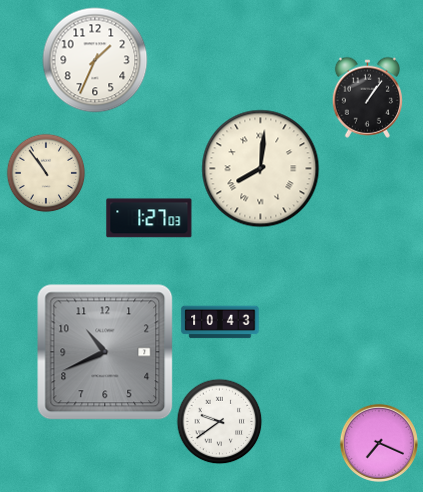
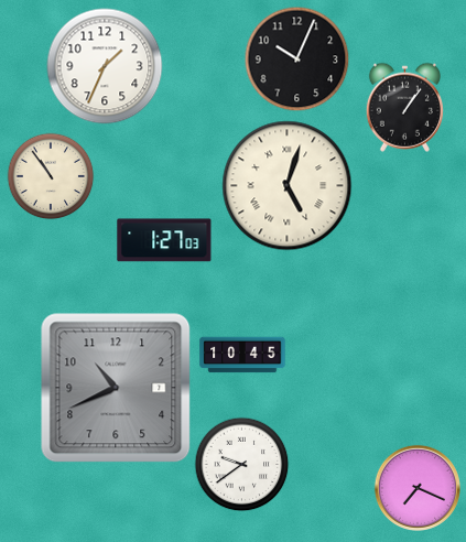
clock at (296, 58): none -> 10:04
clock at (261, 169): 8:01 -> 5:03
clock at (46, 173) position: (46, 173) -> (51, 176)
clock at (220, 322): 10:43 -> 10:45
